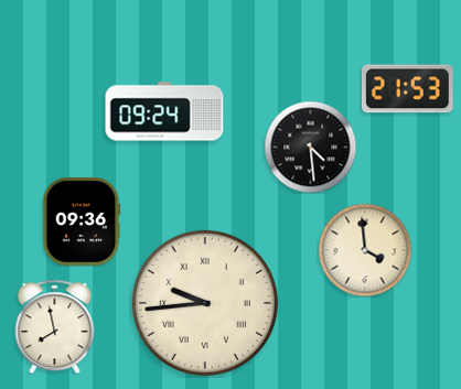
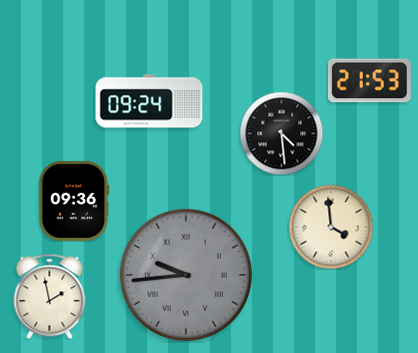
clock at (205, 303) dial: cream -> grey
clock at (55, 326): 7:58 -> 1:58
